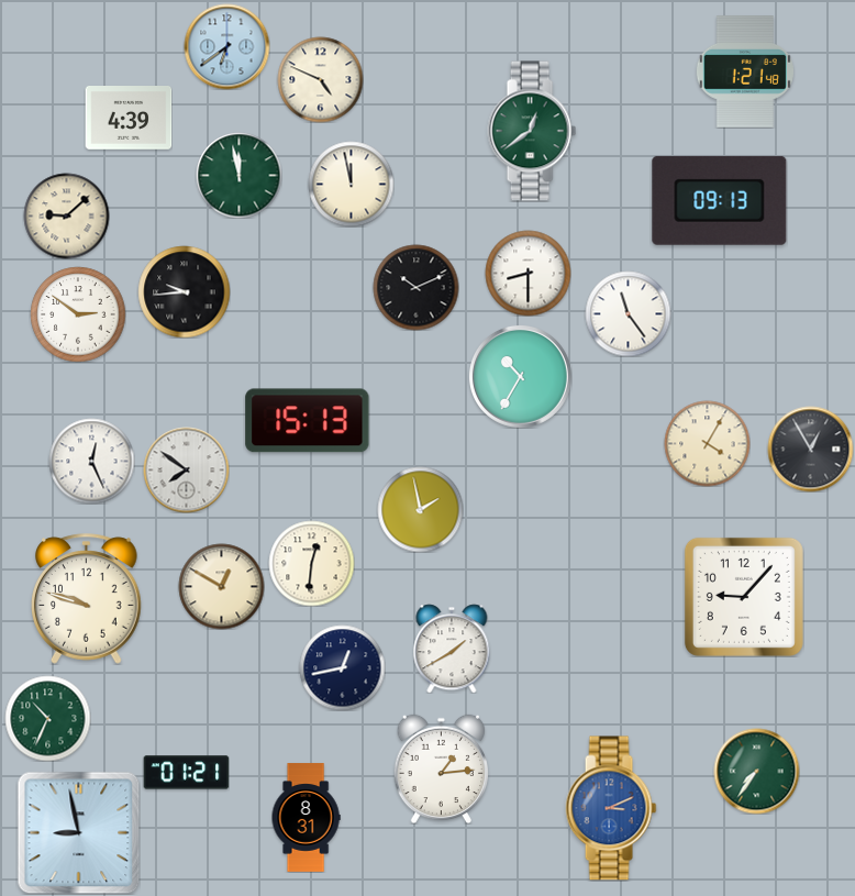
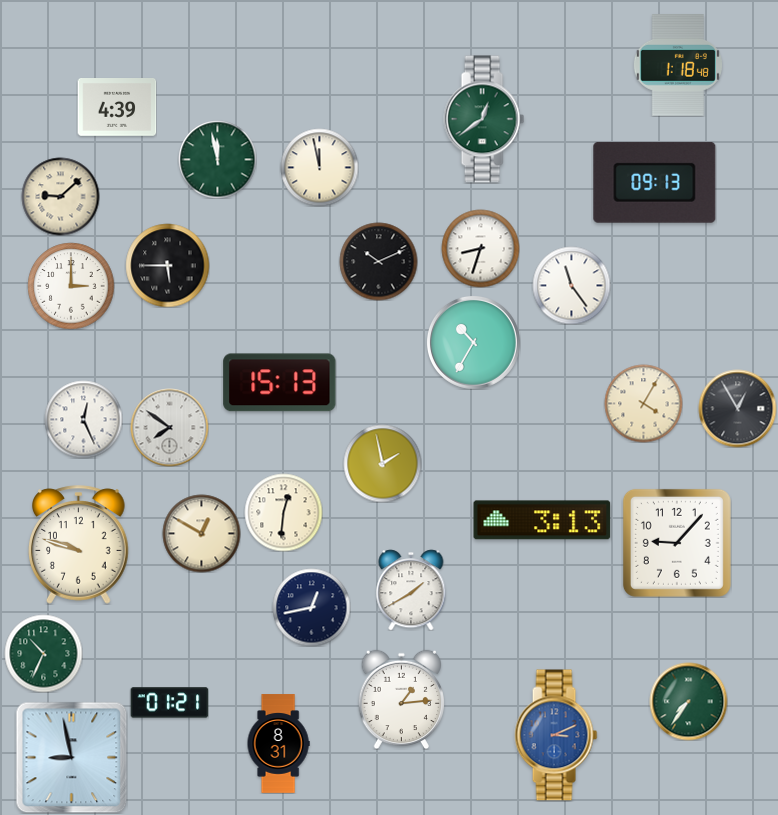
clock at (226, 46): 6:39 -> none
clock at (745, 71): 1:21 -> 1:18
clock at (320, 79): 4:49 -> none
clock at (528, 273): 8:30 -> 8:33
clock at (184, 291): 9:44 -> 5:45
clock at (78, 314): 2:51 -> 3:00
clock at (542, 520): none -> 3:13
